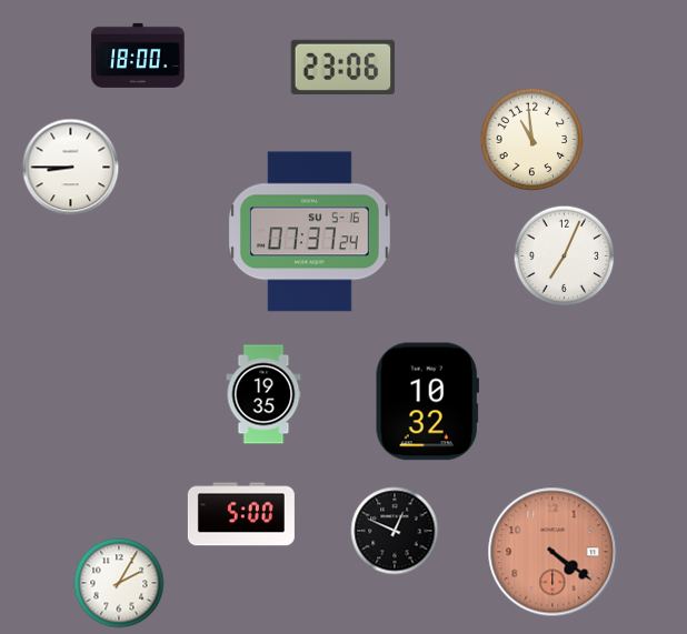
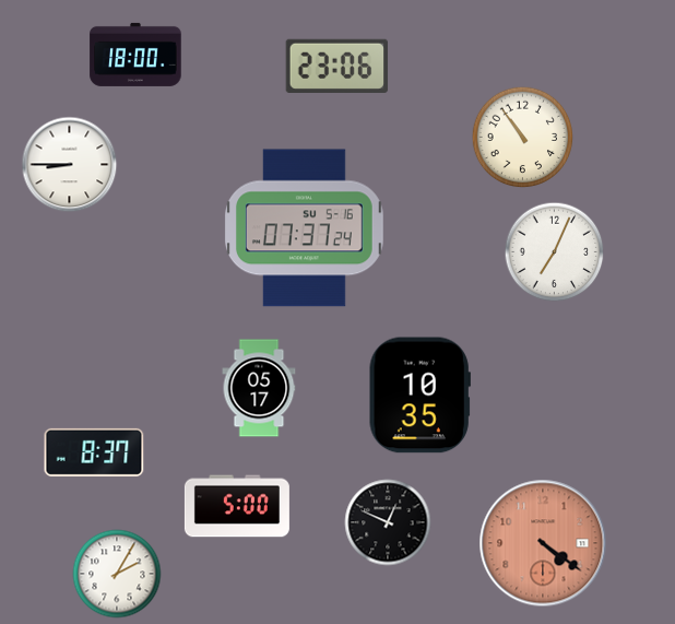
clock at (532, 140): 10:59 -> 10:54
clock at (263, 394): 19:35 -> 05:17
clock at (427, 402): 10:32 -> 10:35
clock at (94, 452): none -> 8:37
